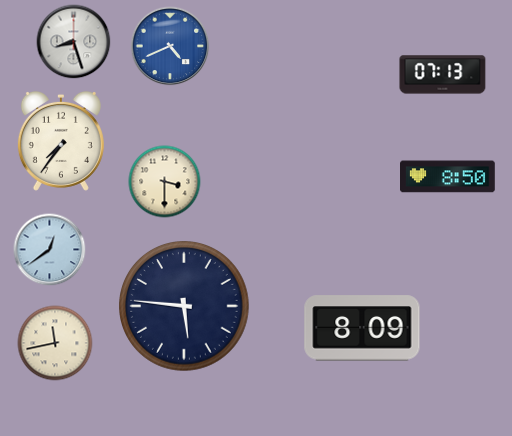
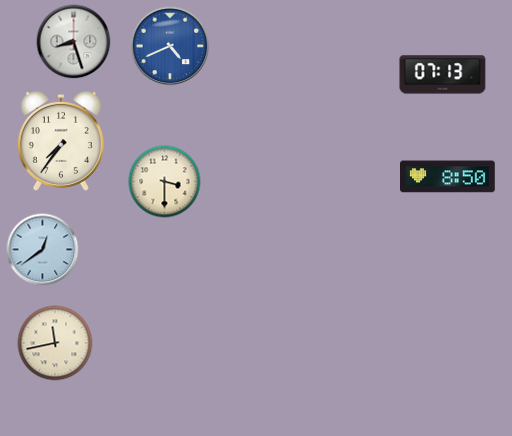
clock at (50, 250) position: (50, 250) -> (43, 250)
clock at (185, 307): 5:46 -> none
clock at (362, 328): 8:09 -> none
